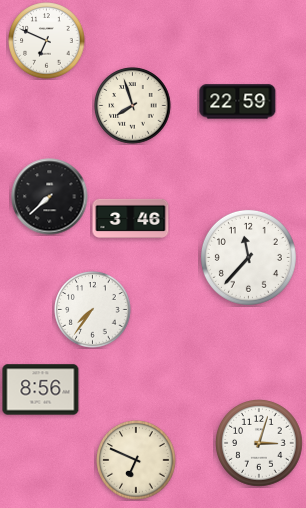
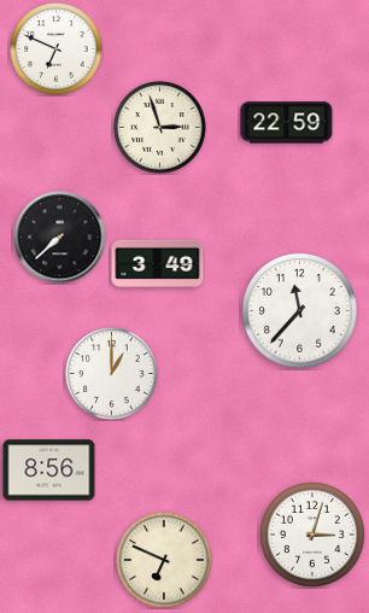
clock at (133, 106): 7:57 -> 2:57
clock at (131, 218): 3:46 -> 3:49
clock at (93, 310): 7:36 -> 1:00
clock at (136, 460) position: (136, 460) -> (164, 560)
